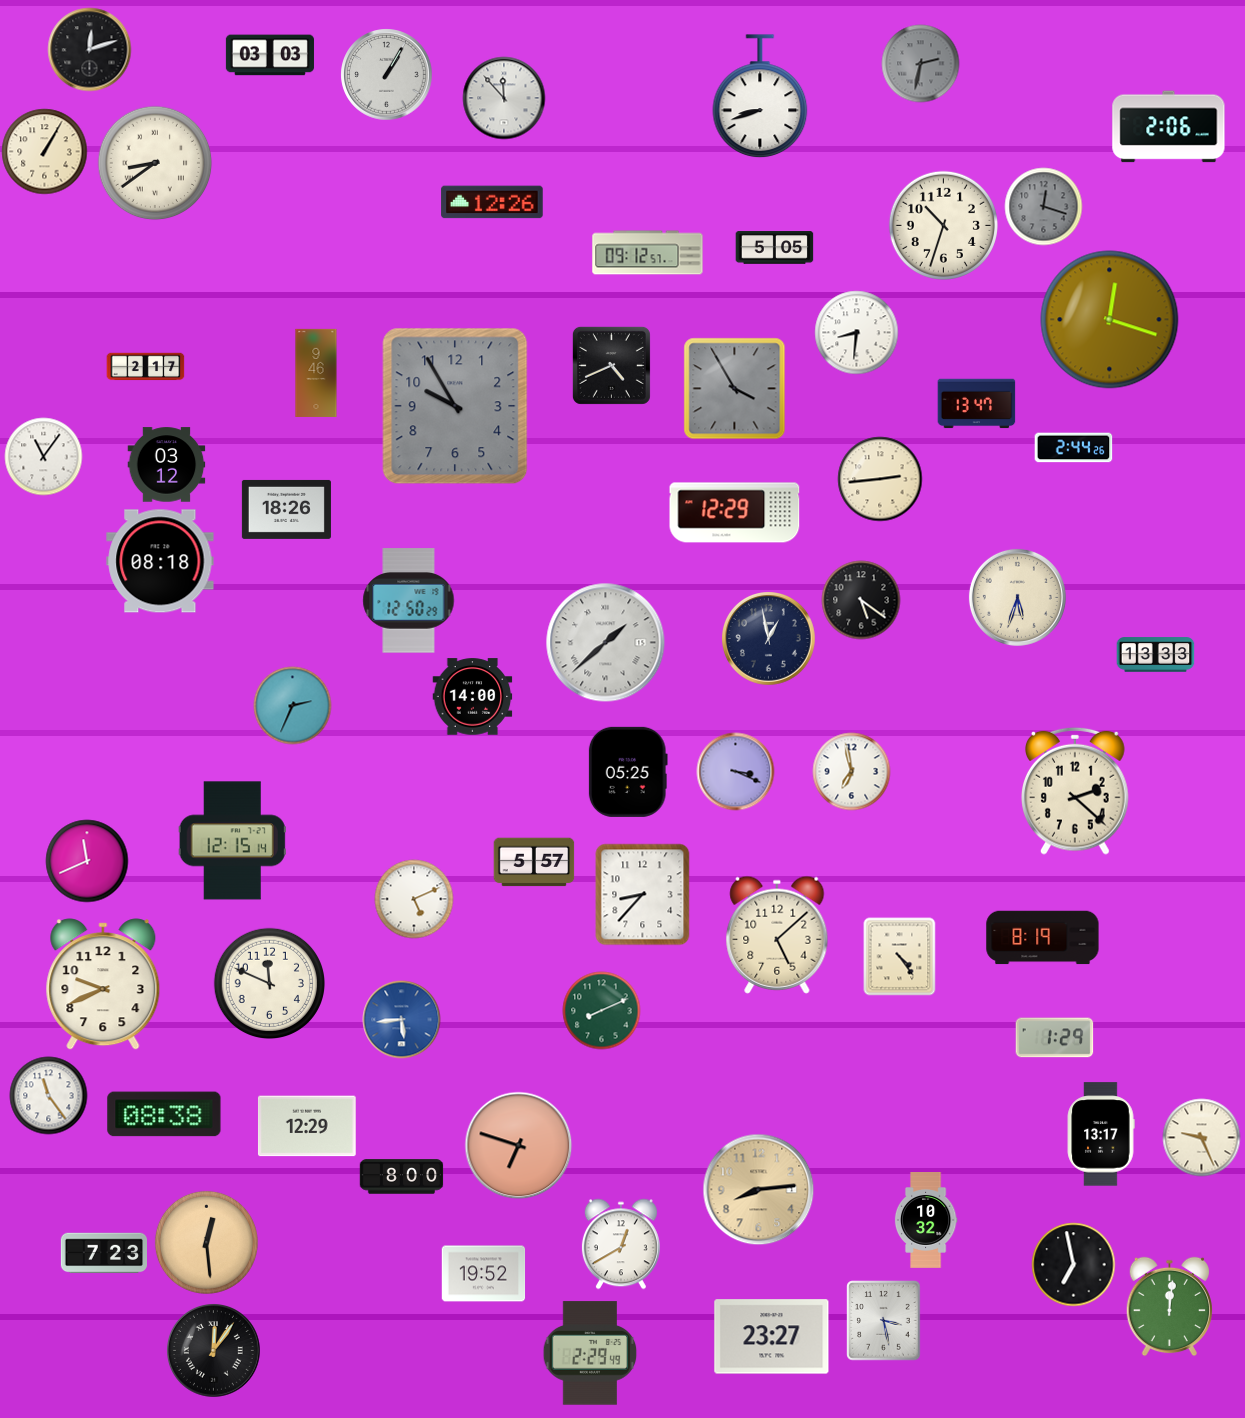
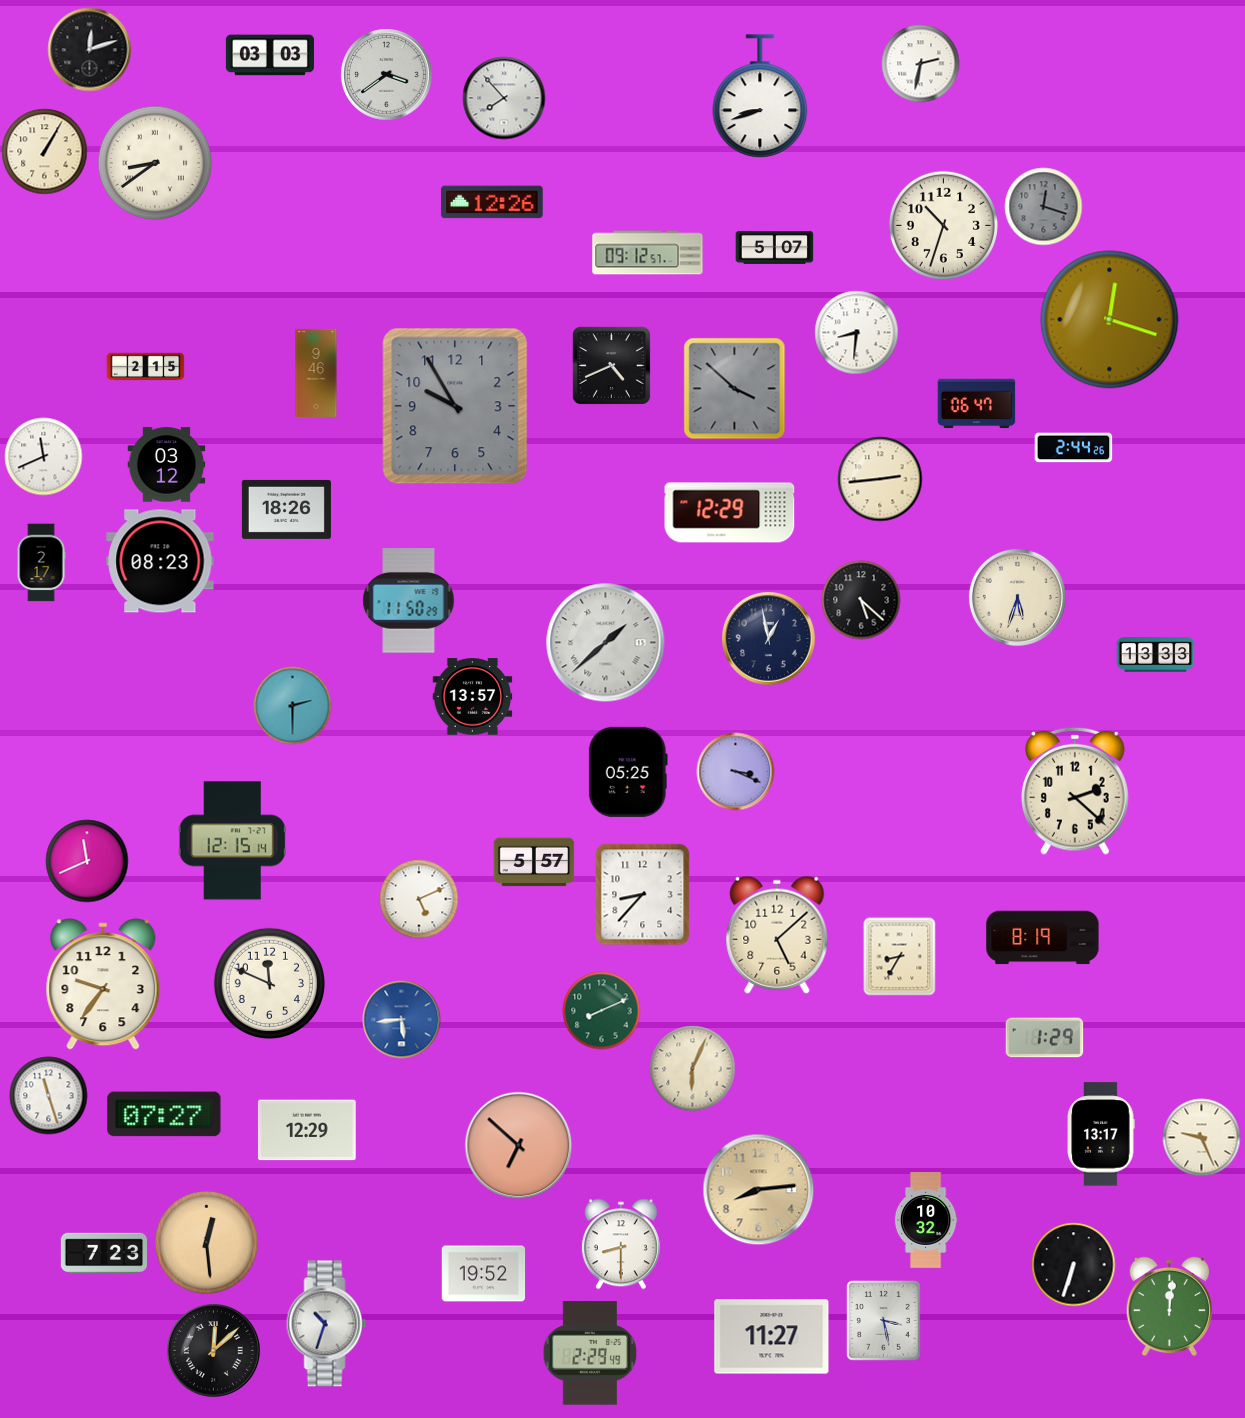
clock at (920, 63) dial: grey -> white
clock at (386, 74): 1:05 -> 3:39
clock at (504, 98): 11:53 -> 7:53
clock at (1169, 127): 2:06 -> none
clock at (774, 248): 5:05 -> 5:07
clock at (145, 367): 2:17 -> 2:15
clock at (734, 388): 3:55 -> 3:52
clock at (976, 404): 13:47 -> 06:47
clock at (43, 456): 11:06 -> 11:41
clock at (735, 513) position: (735, 513) -> (730, 513)
clock at (160, 561): 08:18 -> 08:23
clock at (41, 562): none -> 2:17
clock at (861, 600): 5:21 -> 5:22
clock at (409, 601): 12:50 -> 11:50
clock at (472, 697): 14:00 -> 13:57
clock at (292, 705): 2:34 -> 2:30
clock at (851, 771): 6:58 -> none
clock at (414, 899) position: (414, 899) -> (419, 899)
clock at (900, 956): 4:24 -> 8:35
clock at (103, 984): 9:41 -> 9:36
clock at (1054, 1038) position: (1054, 1038) -> (1044, 1038)
clock at (692, 1068): none -> 6:04
clock at (48, 1095): 11:24 -> 11:27
clock at (164, 1114): 08:38 -> 07:27
clock at (307, 1126) position: (307, 1126) -> (307, 1130)
clock at (518, 1145): 6:48 -> 6:52
clock at (401, 1177): 8:00 -> none
clock at (621, 1244): 12:40 -> 8:30
clock at (1073, 1264): 6:58 -> 6:33
clock at (327, 1324): none -> 10:33
clock at (772, 1337): 23:27 -> 11:27
clock at (214, 1351): 12:06 -> 12:08
